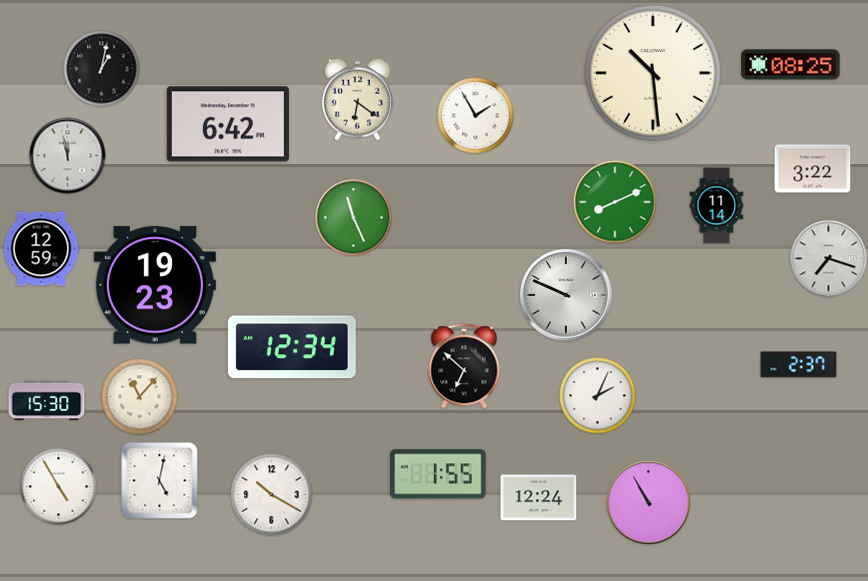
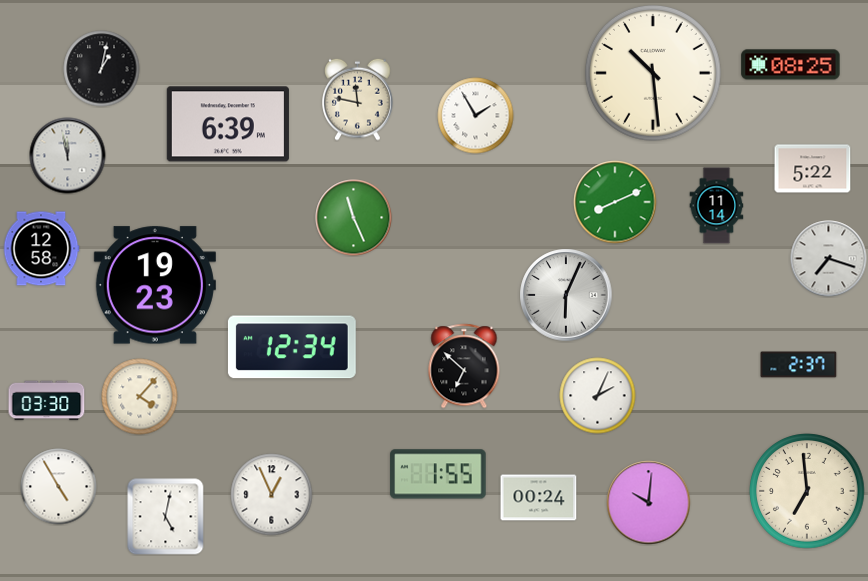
clock at (358, 99): 6:21 -> 11:47
clock at (228, 124): 6:42 -> 6:39
clock at (813, 169): 3:22 -> 5:22
clock at (41, 249): 12:59 -> 12:58
clock at (566, 295): 9:49 -> 6:04
clock at (140, 397): 11:07 -> 4:07
clock at (47, 401): 15:30 -> 03:30
clock at (160, 481) position: (160, 481) -> (166, 517)
clock at (807, 491): none -> 6:59
clock at (272, 495): 10:20 -> 12:56
clock at (539, 498): 12:24 -> 00:24
clock at (649, 503): 10:55 -> 10:01
